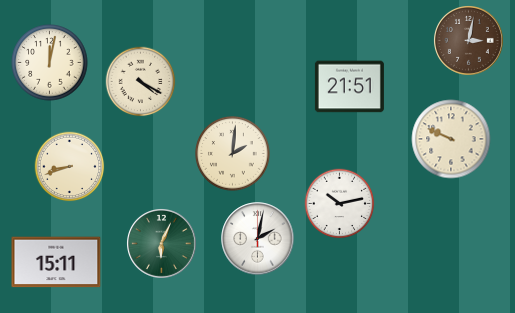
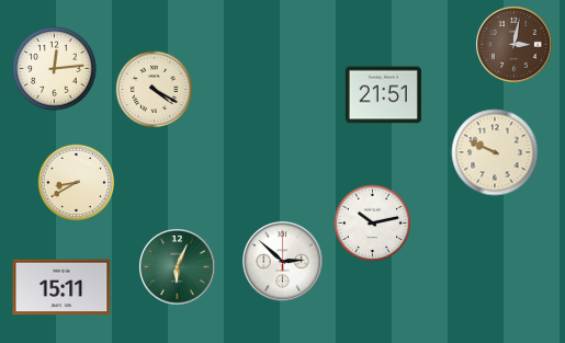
clock at (50, 63): 12:02 -> 12:14
clock at (233, 154): 2:01 -> none
clock at (70, 167): 8:42 -> 8:40
clock at (258, 239): 2:02 -> 2:52
